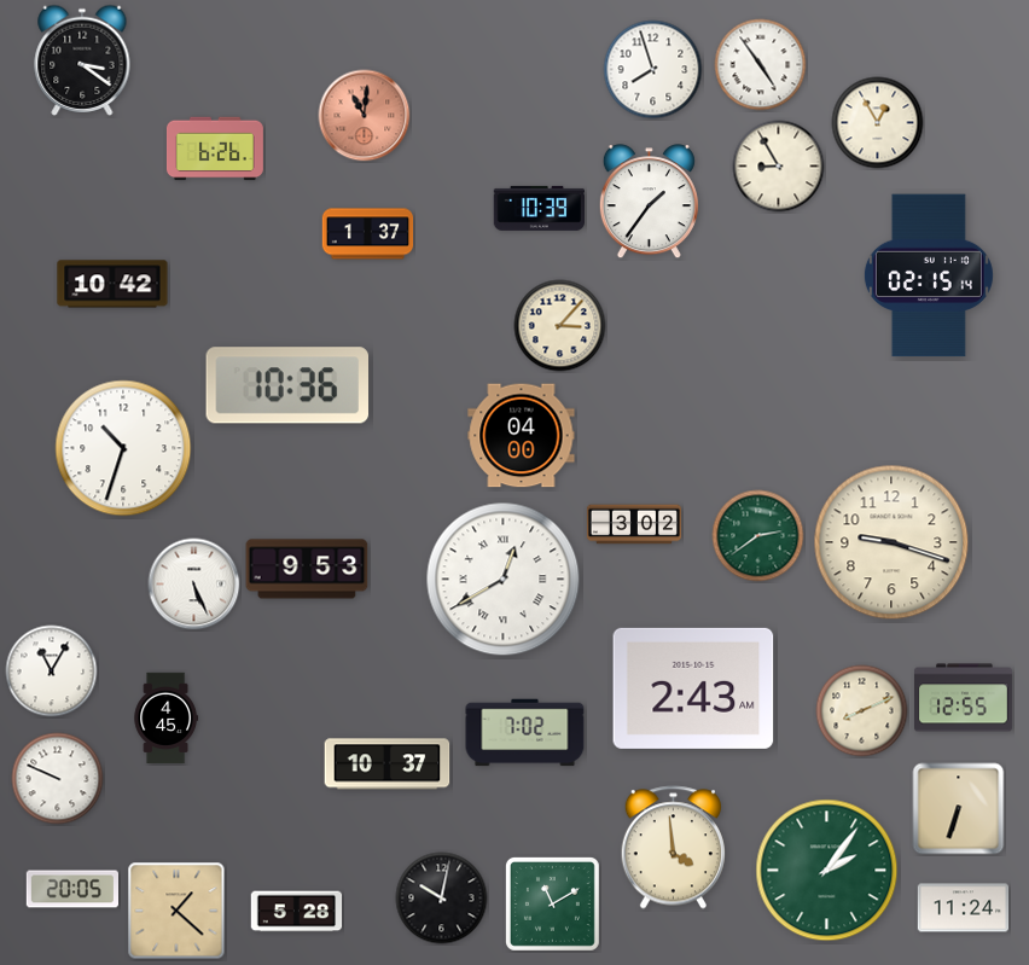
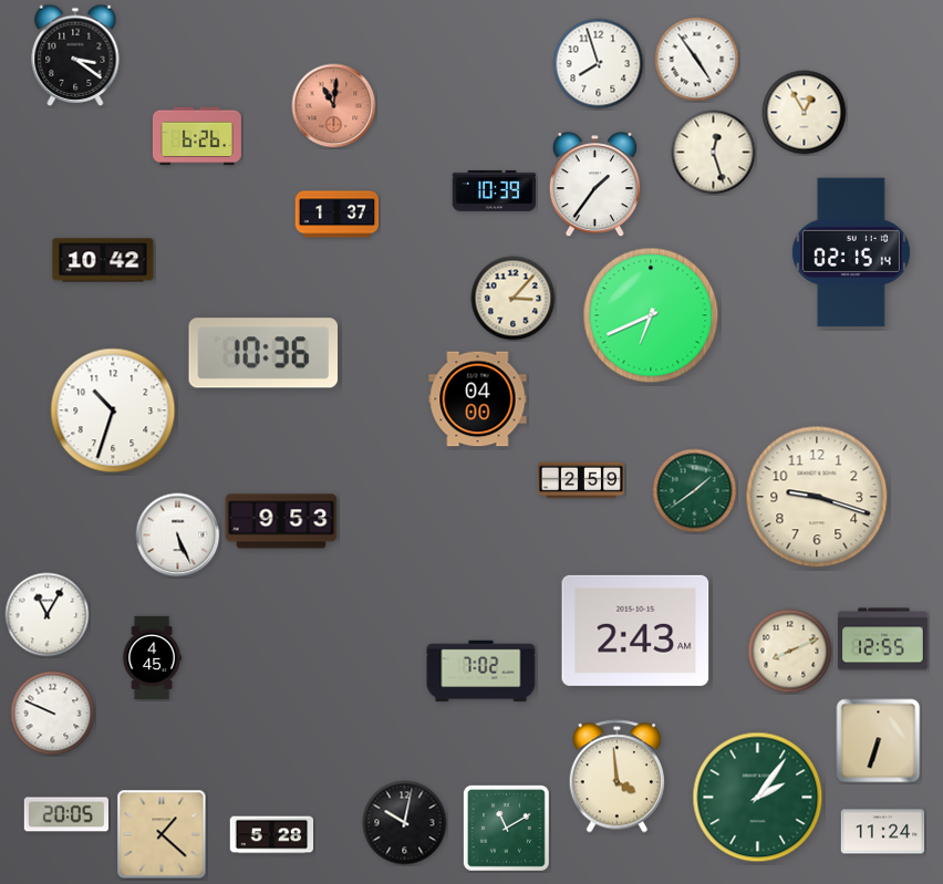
clock at (779, 167): 8:55 -> 12:27
clock at (651, 315): none -> 6:41
clock at (634, 524): 3:02 -> 2:59
clock at (758, 536): 2:39 -> 1:39
clock at (504, 580): 12:40 -> none
clock at (388, 765): 10:37 -> none
